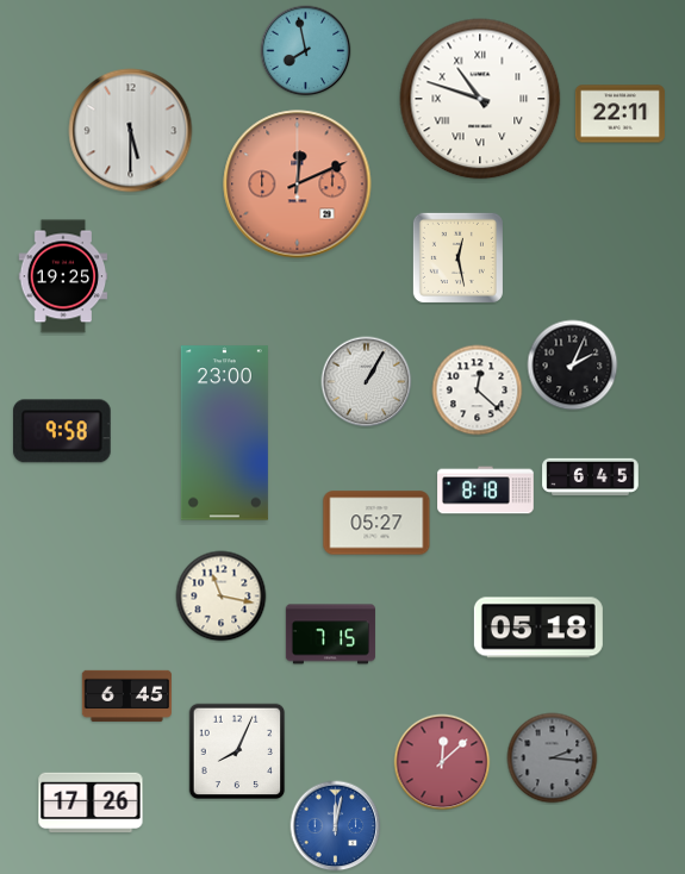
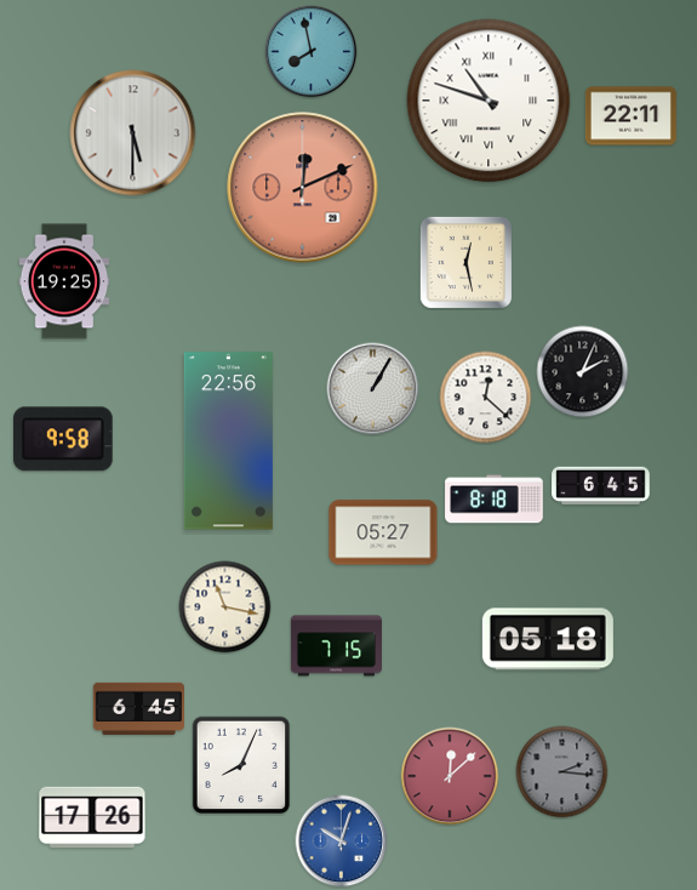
clock at (224, 433): 23:00 -> 22:56
clock at (126, 695) position: (126, 695) -> (138, 708)
clock at (336, 826): 12:02 -> 10:03
